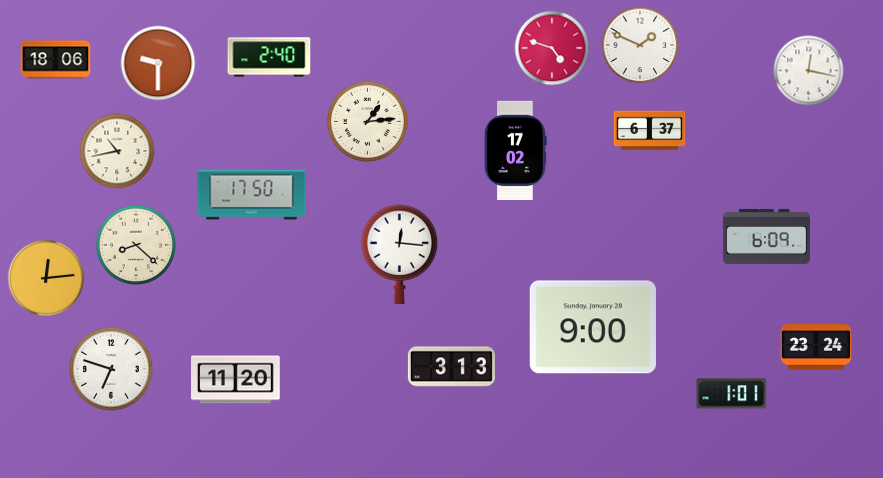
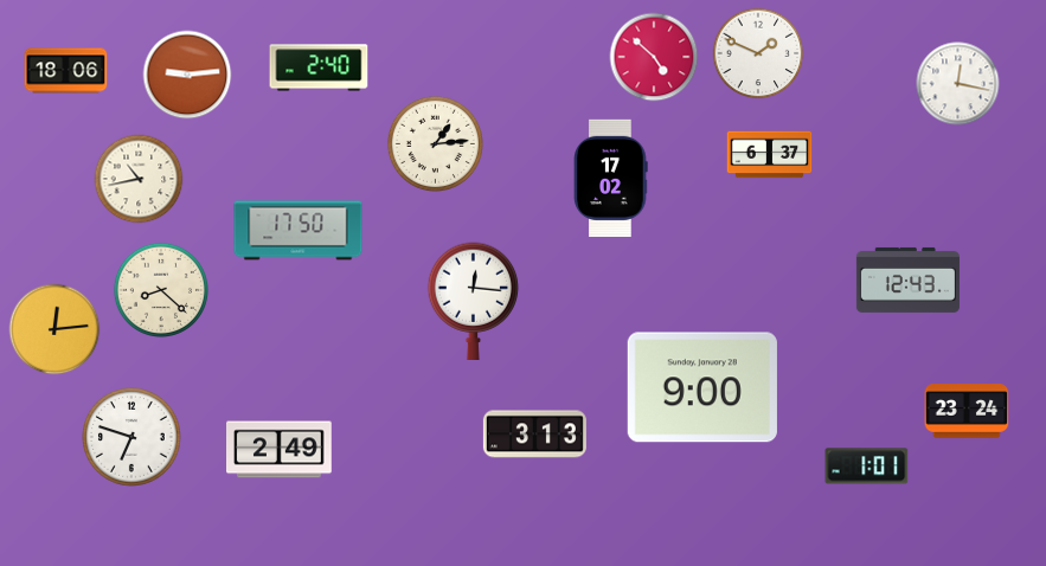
clock at (552, 48): 4:48 -> 4:52
clock at (158, 63): 9:30 -> 9:14
clock at (766, 236): 6:09 -> 12:43
clock at (236, 380): 11:20 -> 2:49
